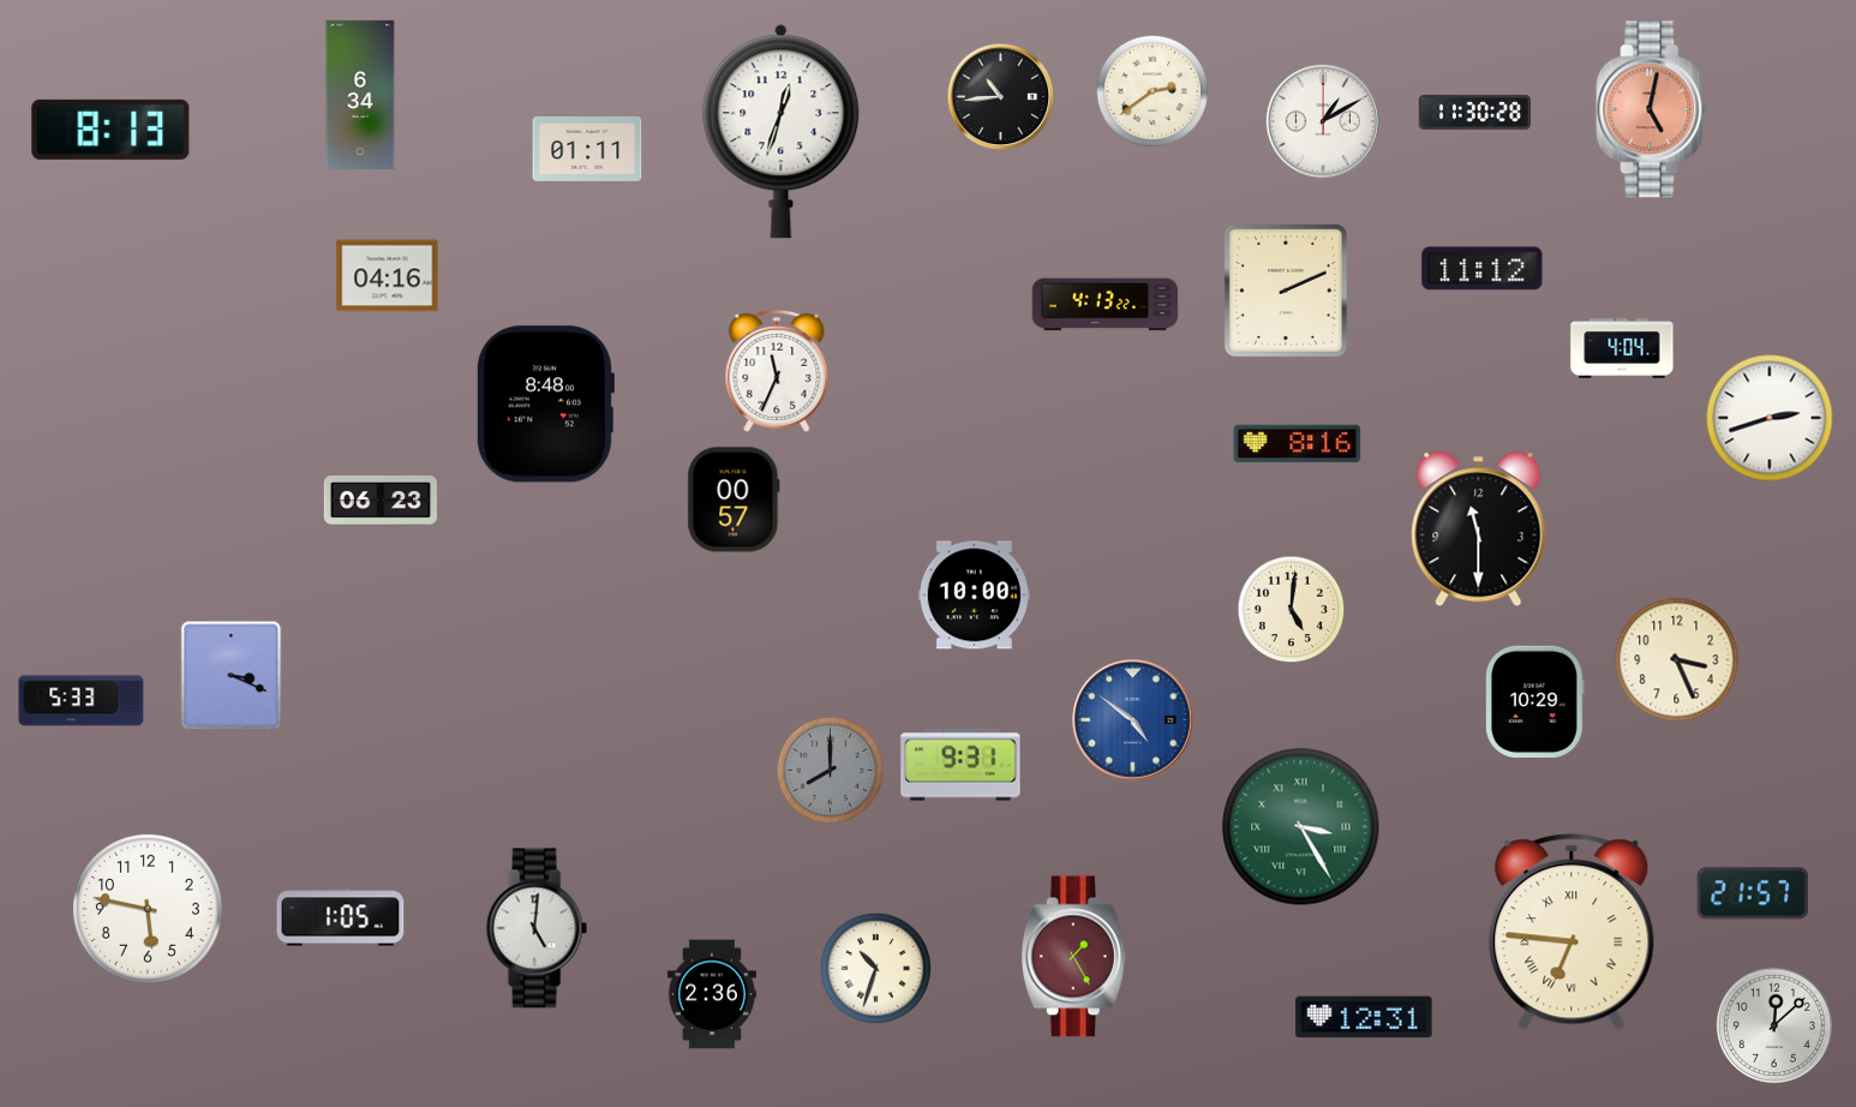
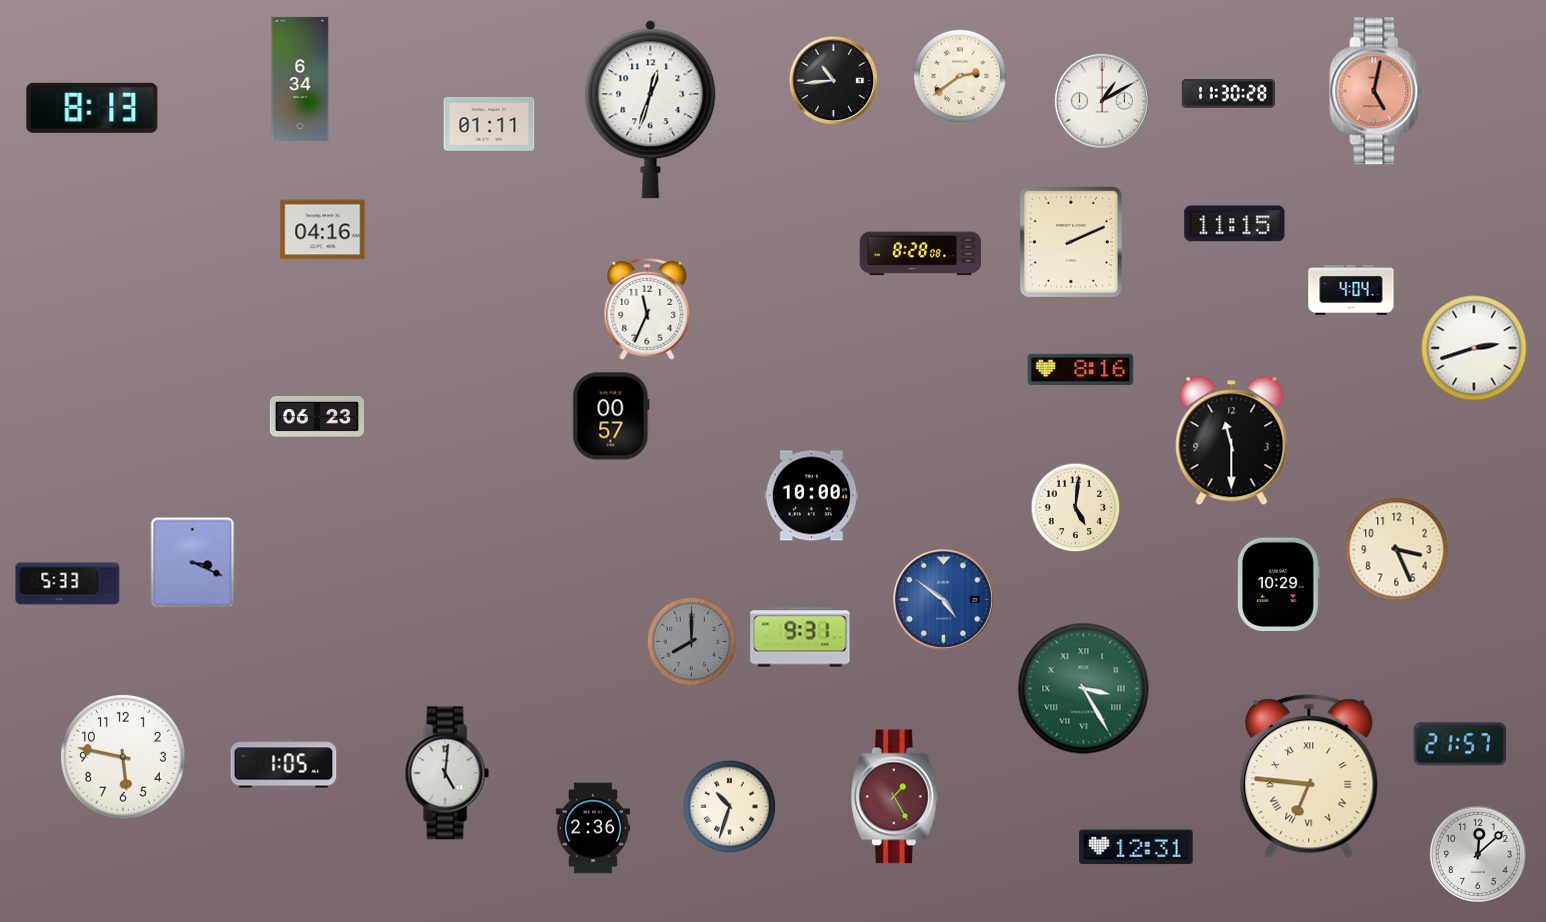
clock at (1483, 269): 11:12 -> 11:15
clock at (1106, 305): 4:13 -> 8:28
clock at (545, 405): 8:48 -> none
